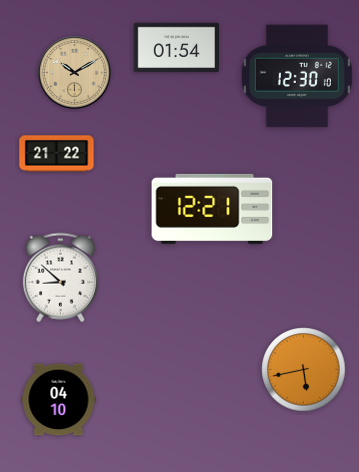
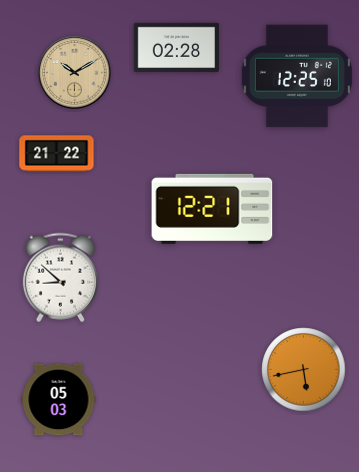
clock at (177, 47): 01:54 -> 02:28
clock at (297, 76): 12:30 -> 12:25
clock at (59, 400): 04:10 -> 05:03
